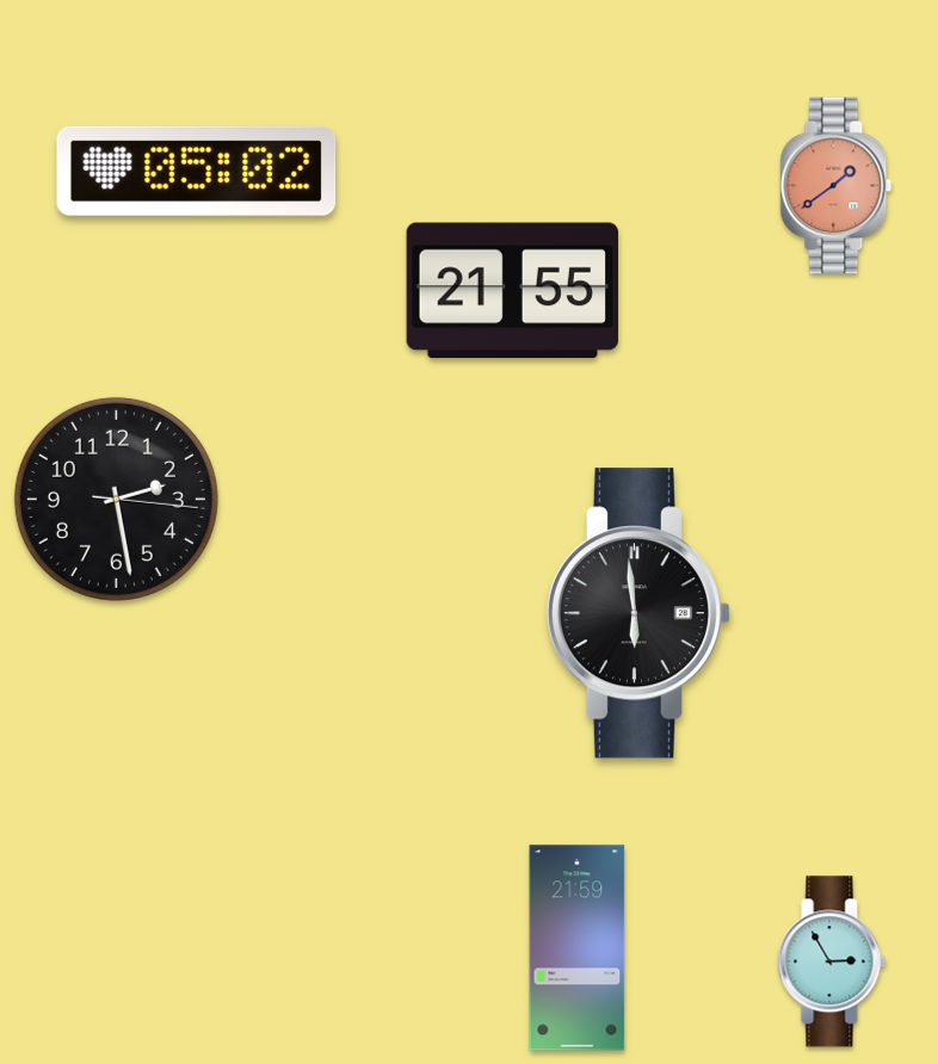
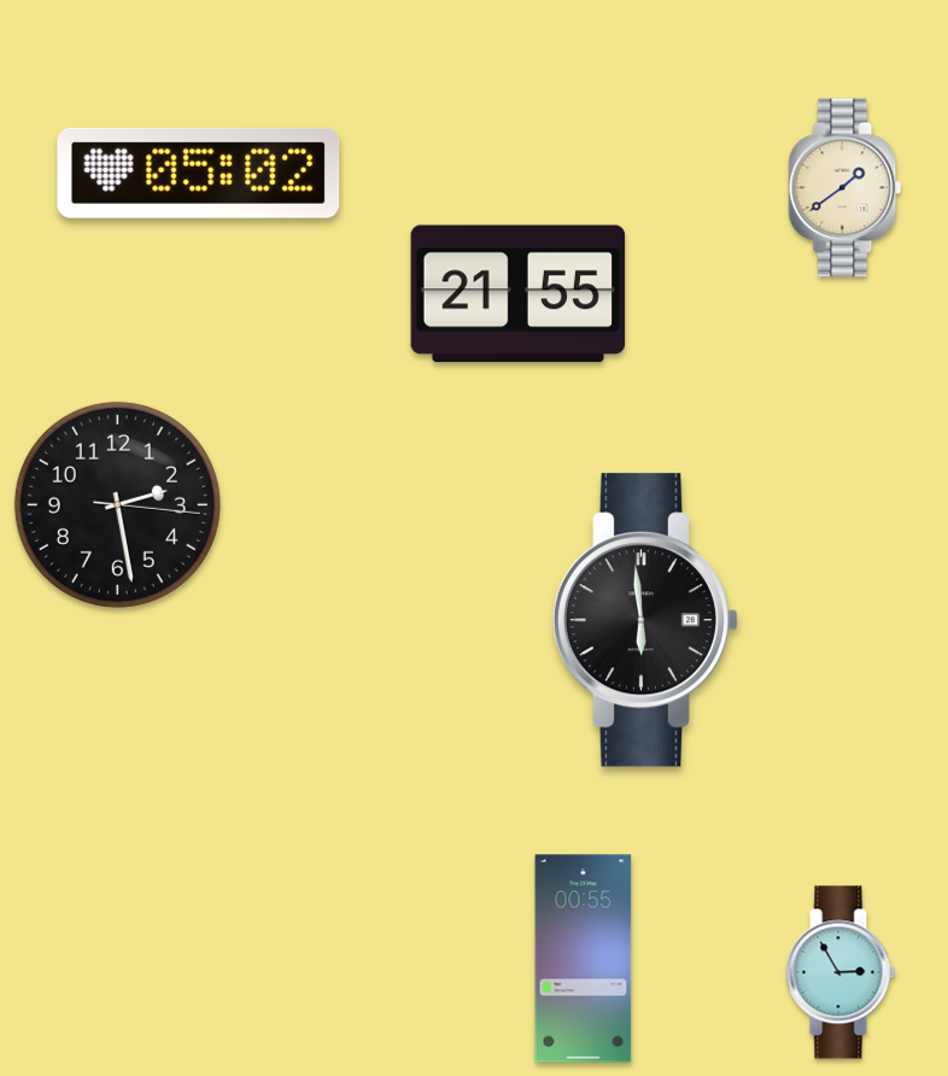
clock at (837, 186) dial: salmon -> cream
clock at (578, 948): 21:59 -> 00:55
